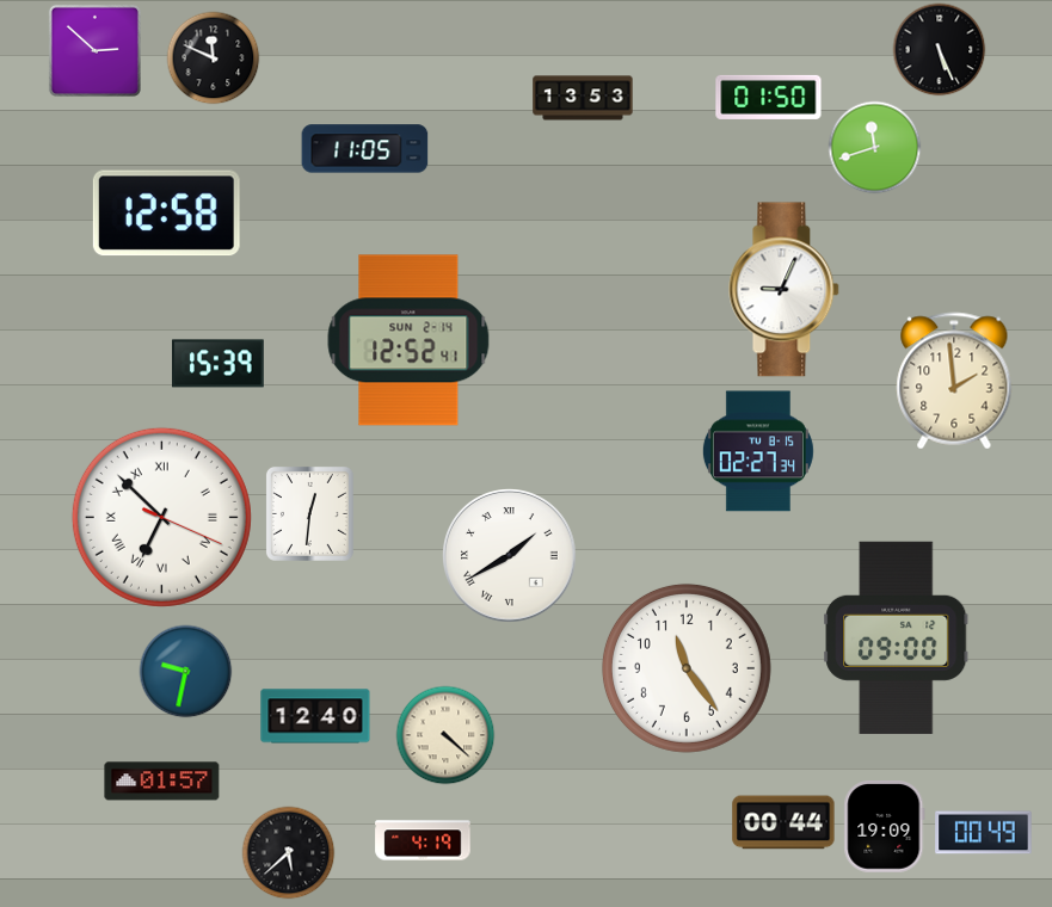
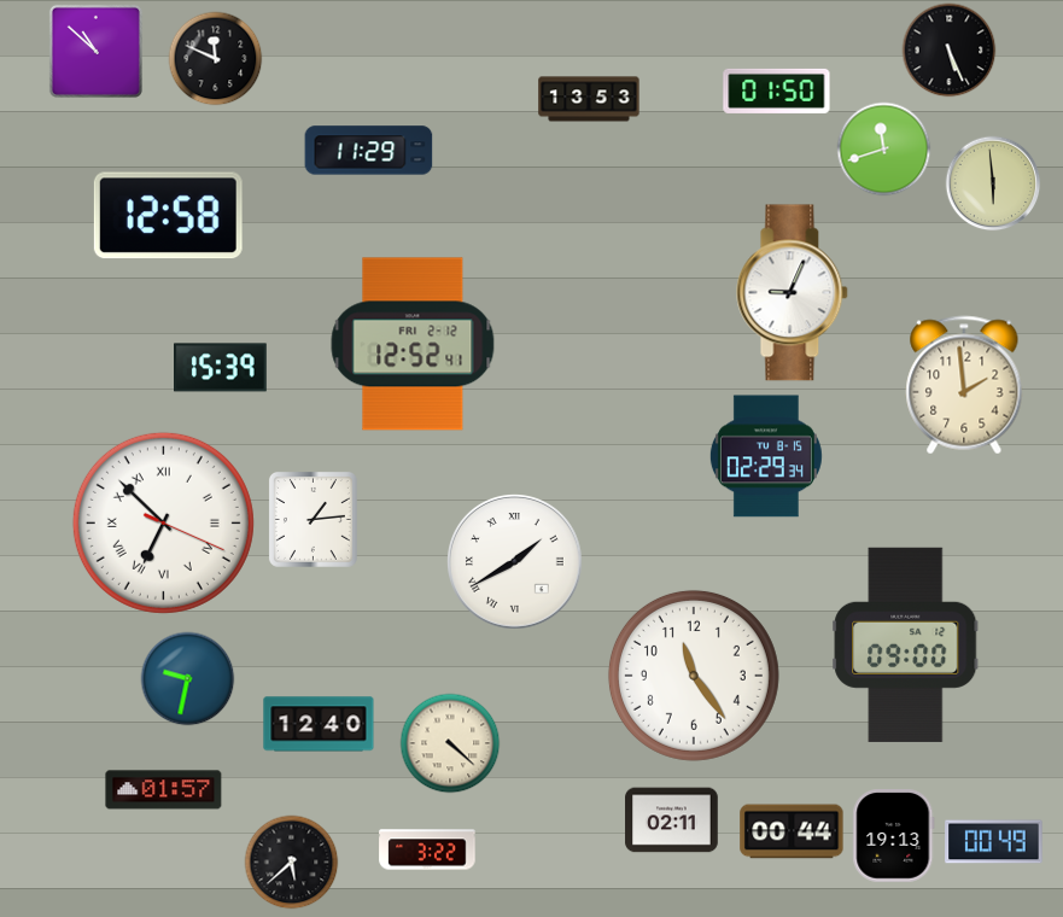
clock at (94, 50): 2:52 -> 10:52
clock at (769, 97) position: (769, 97) -> (777, 90)
clock at (365, 149): 11:05 -> 11:29
clock at (993, 183): none -> 5:59
clock at (408, 340) date: SUN 2-14 -> FRI 2-12
clock at (758, 451): 02:27 -> 02:29
clock at (309, 513): 12:31 -> 1:14
clock at (672, 820): none -> 02:11
clock at (885, 827): 19:09 -> 19:13
clock at (423, 840): 4:19 -> 3:22
